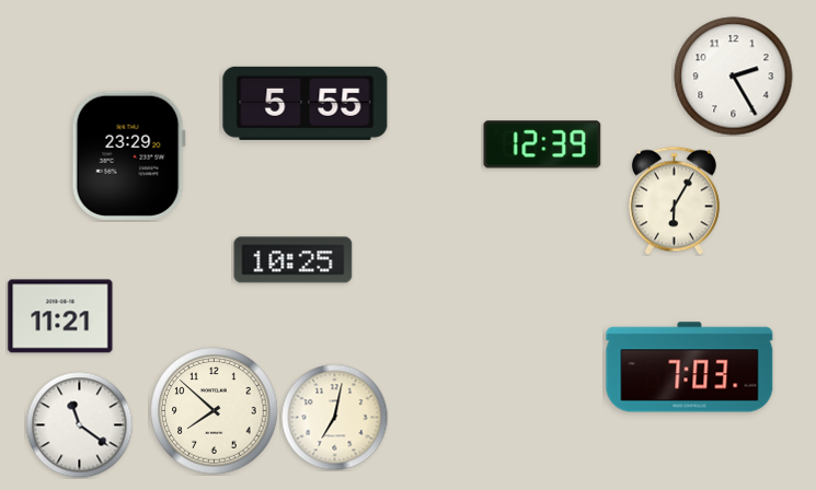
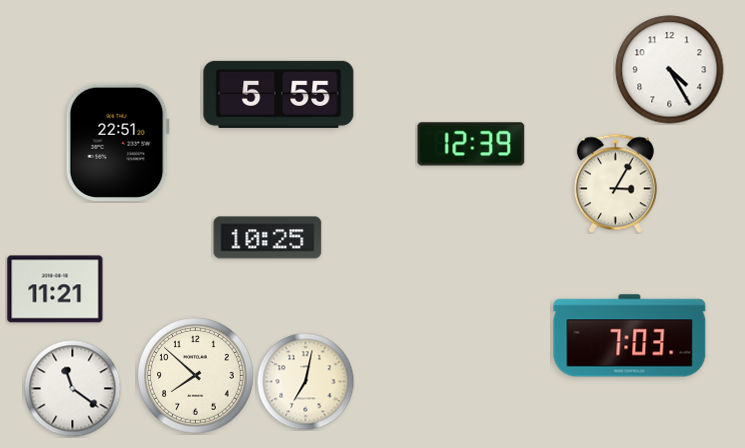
clock at (734, 77): 2:25 -> 4:25
clock at (542, 144) position: (542, 144) -> (471, 144)
clock at (128, 155): 23:29 -> 22:51
clock at (674, 200): 6:05 -> 3:05
